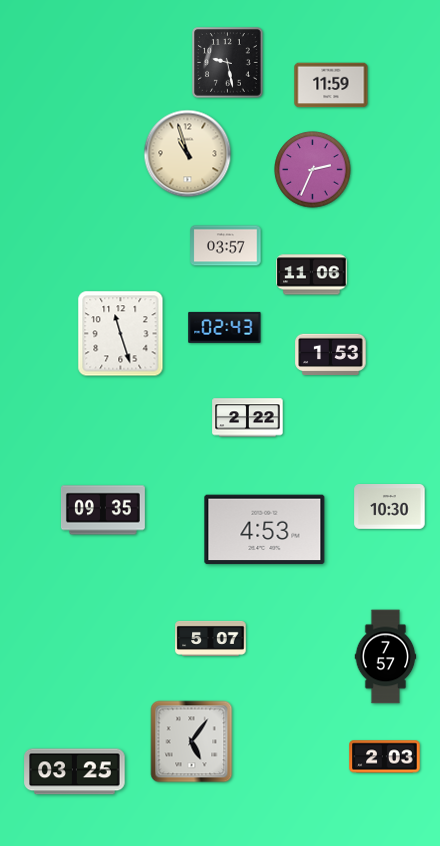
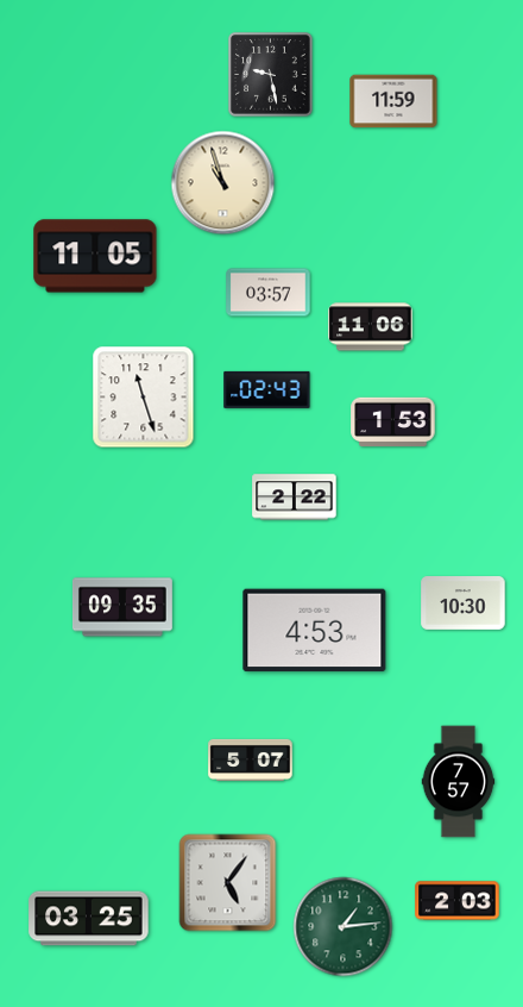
clock at (313, 170): 2:34 -> none
clock at (95, 256): none -> 11:05
clock at (344, 927): none -> 1:14
